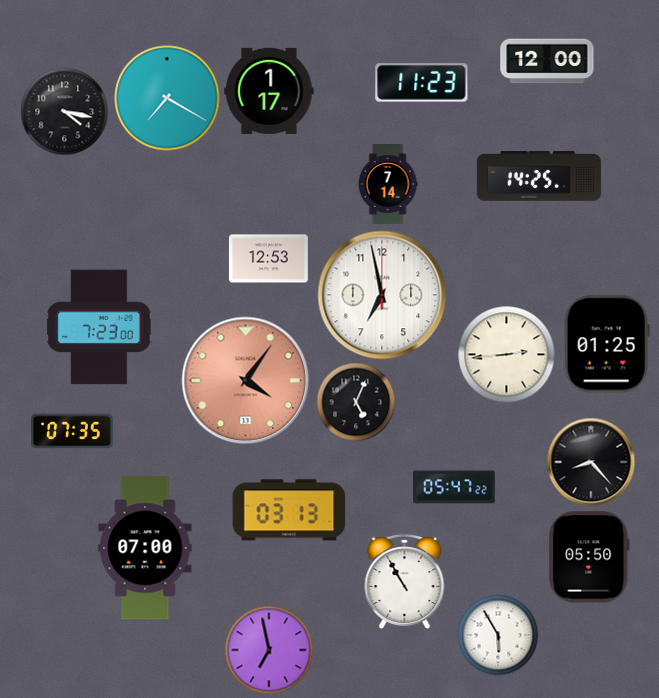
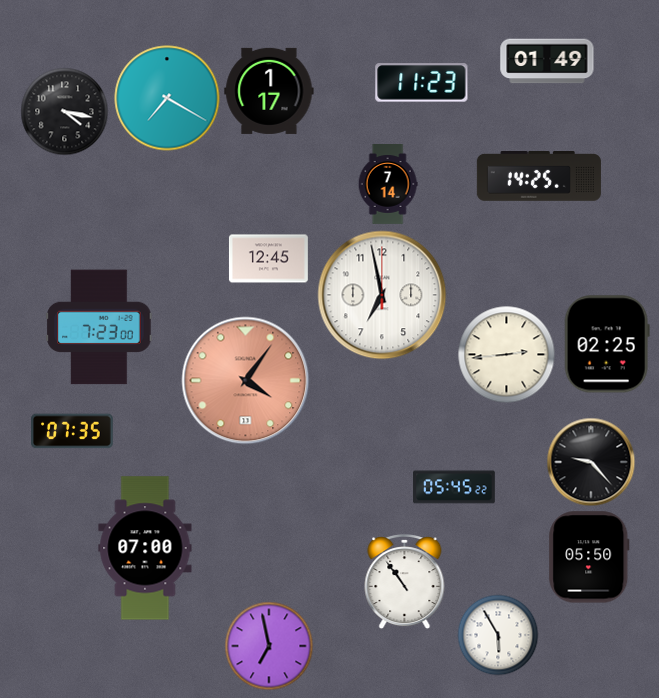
clock at (547, 61): 12:00 -> 01:49
clock at (268, 259): 12:53 -> 12:45
clock at (607, 344): 01:25 -> 02:25
clock at (356, 402): 5:04 -> none
clock at (591, 462): 8:23 -> 9:23
clock at (454, 487): 05:47 -> 05:45
clock at (289, 510): 03:13 -> none
clock at (405, 582): 10:55 -> 10:54
clock at (269, 650) position: (269, 650) -> (269, 646)
